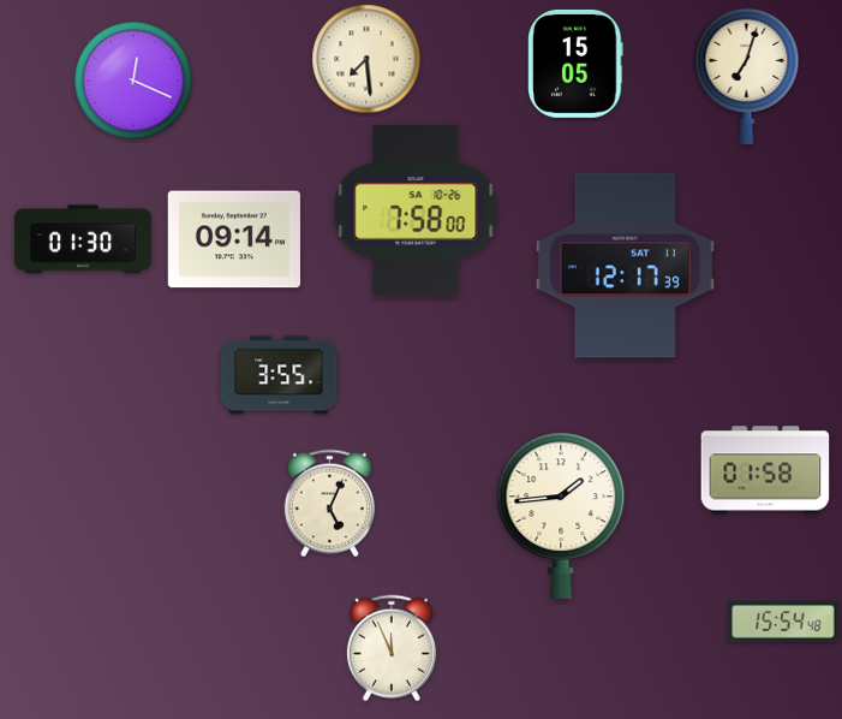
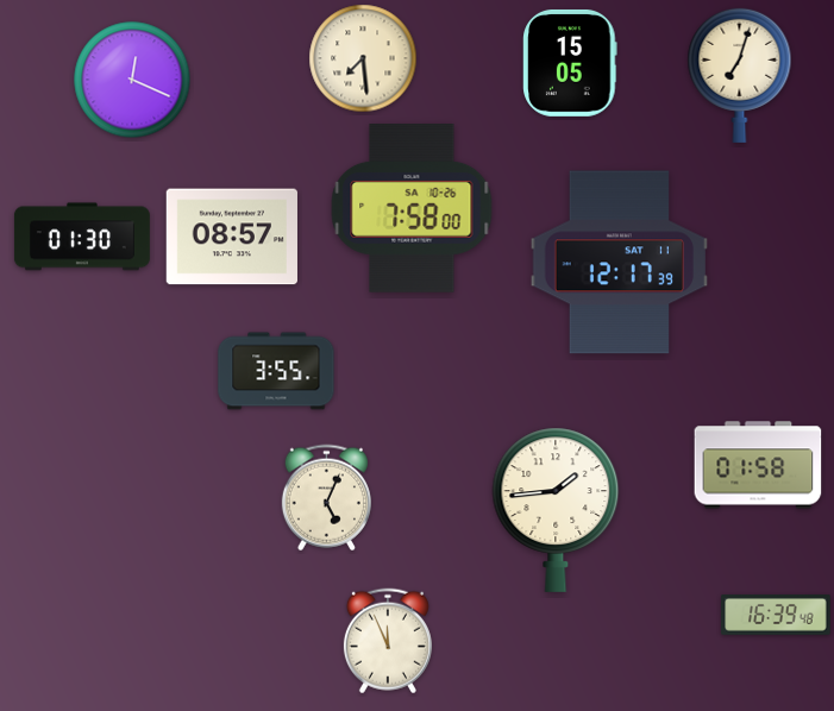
clock at (234, 239): 09:14 -> 08:57
clock at (783, 622): 15:54 -> 16:39
